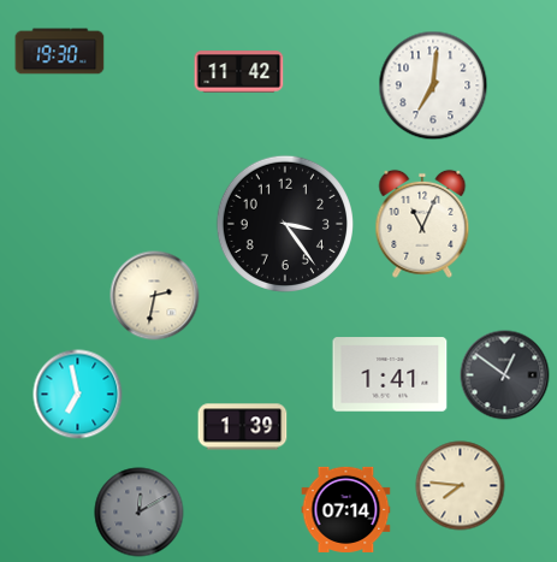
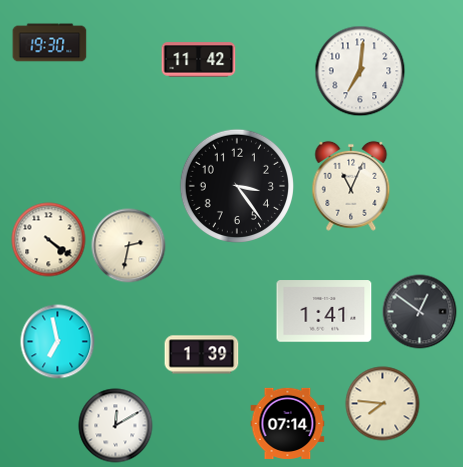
clock at (49, 240): none -> 4:21
clock at (78, 395) position: (78, 395) -> (58, 342)
clock at (140, 513) dial: grey -> white
